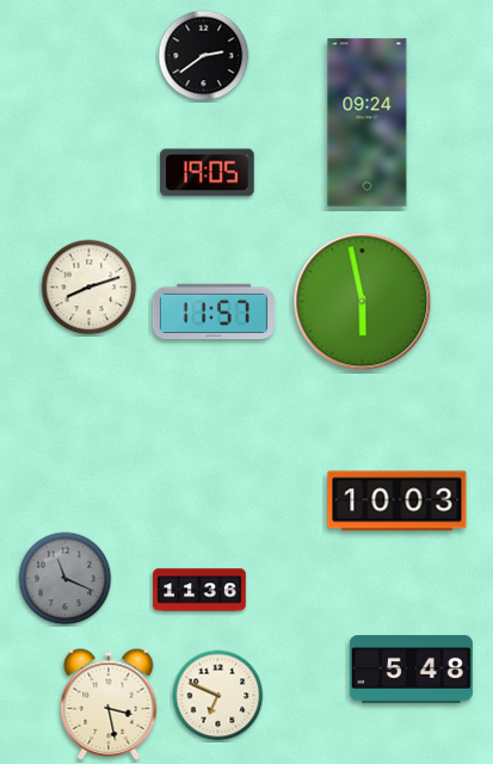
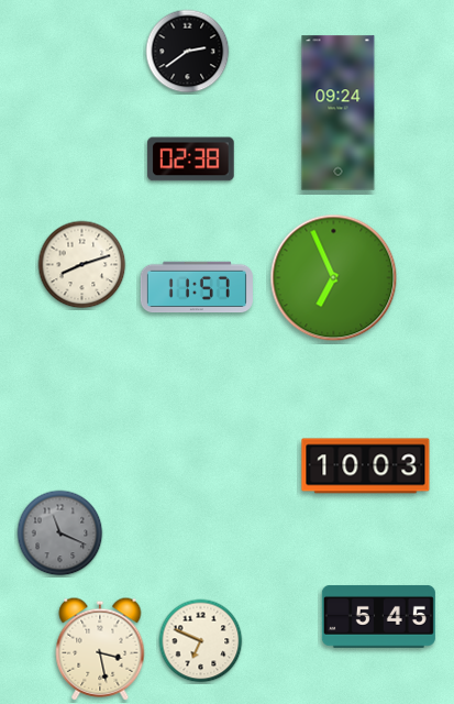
clock at (208, 173): 19:05 -> 02:38
clock at (363, 302): 5:58 -> 6:56
clock at (398, 501) position: (398, 501) -> (366, 466)
clock at (199, 590): 11:36 -> none
clock at (411, 668): 5:48 -> 5:45
